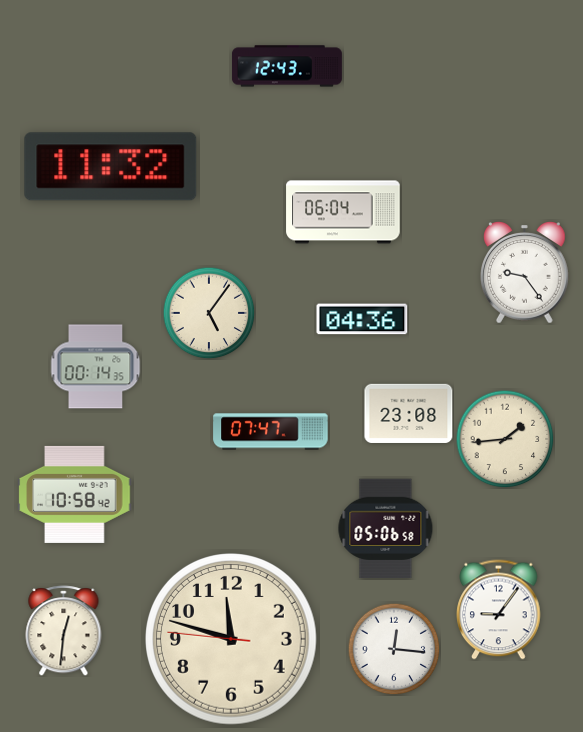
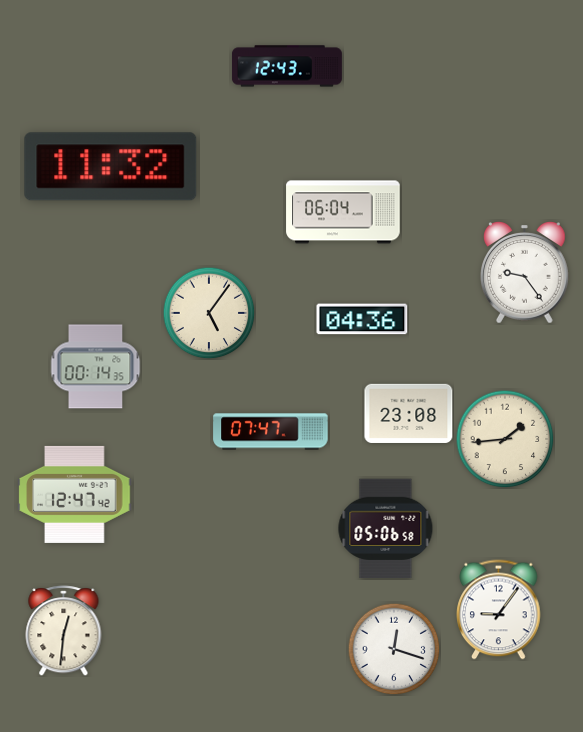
clock at (75, 494): 10:58 -> 12:47
clock at (232, 640): 11:47 -> none
clock at (394, 649): 12:16 -> 12:18
